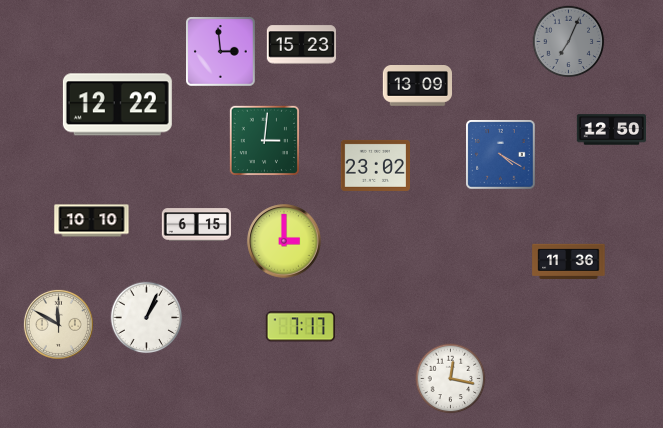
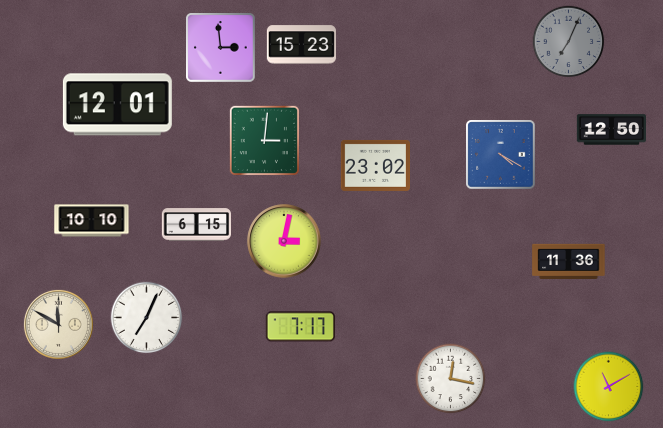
clock at (221, 52) position: (221, 52) -> (221, 48)
clock at (417, 86): 13:09 -> none
clock at (117, 105): 12:22 -> 12:01
clock at (284, 241): 3:00 -> 3:02
clock at (147, 318): 1:04 -> 7:04
clock at (609, 387): none -> 11:10
